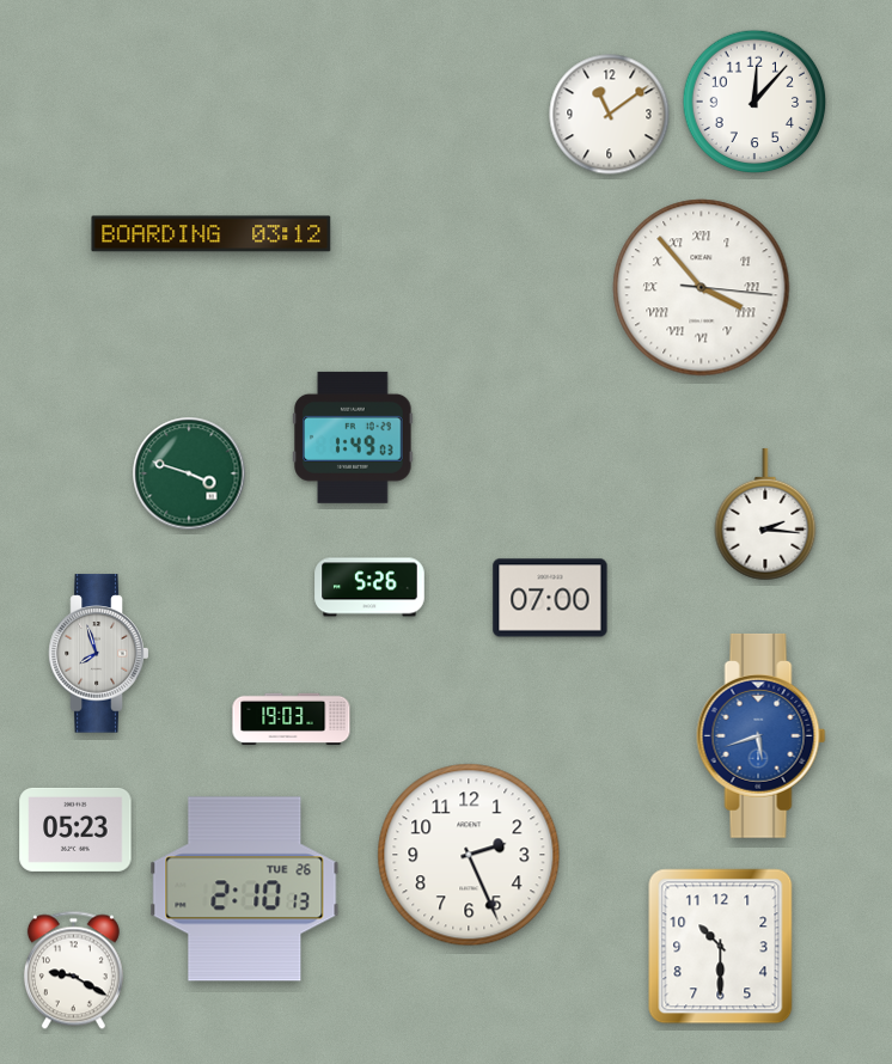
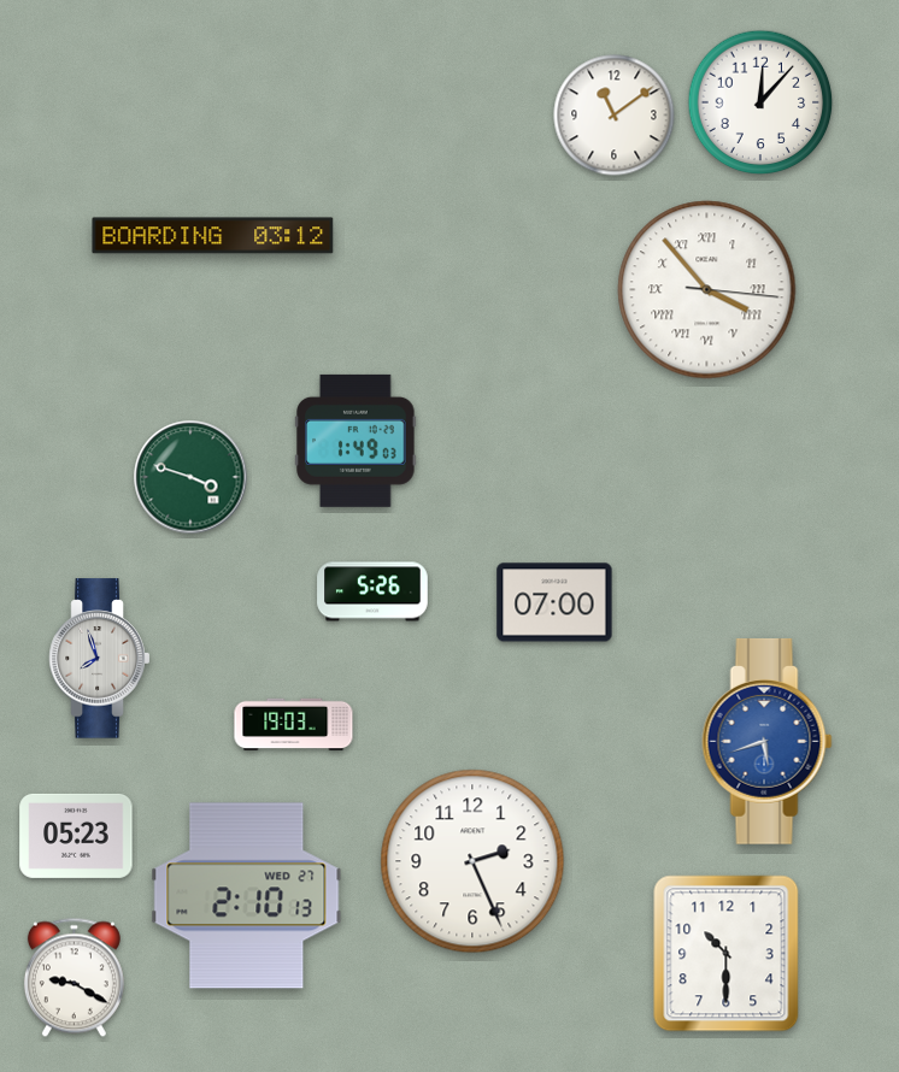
clock at (765, 514): 2:16 -> none
clock at (245, 889) date: TUE 26 -> WED 27
